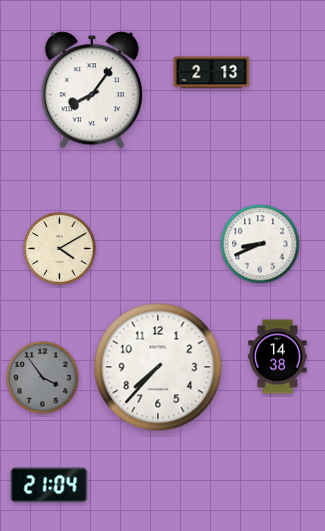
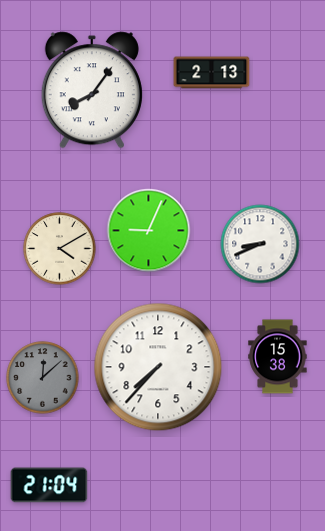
clock at (149, 231): none -> 9:04
clock at (278, 357): 14:38 -> 15:38
clock at (43, 378): 3:54 -> 12:08
